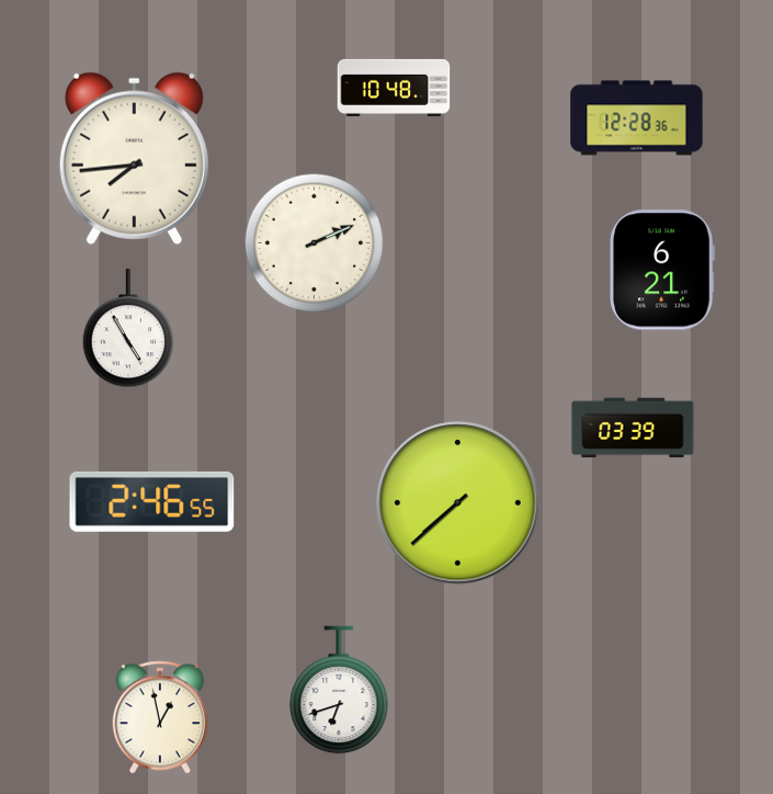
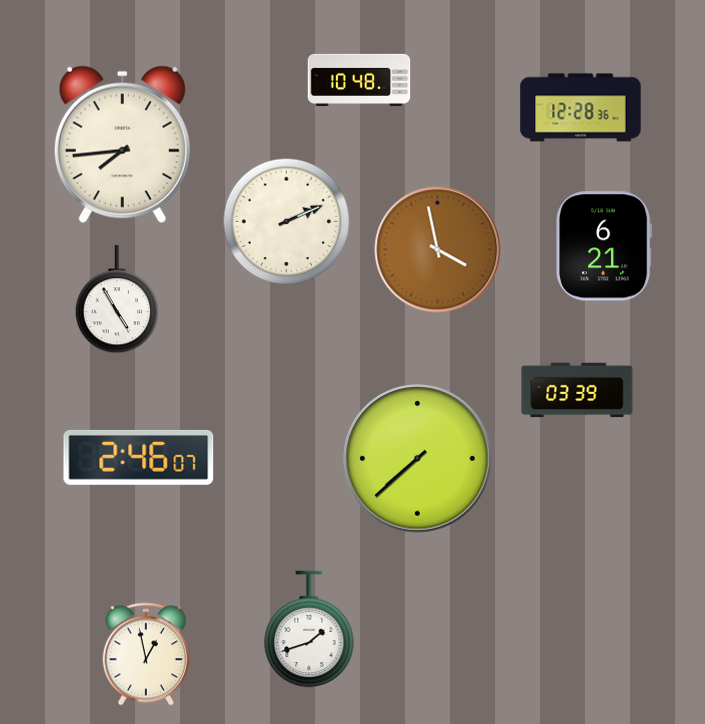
clock at (438, 250): none -> 3:58
clock at (152, 501): 2:46:55 -> 2:46:07
clock at (339, 690): 6:42 -> 1:42
